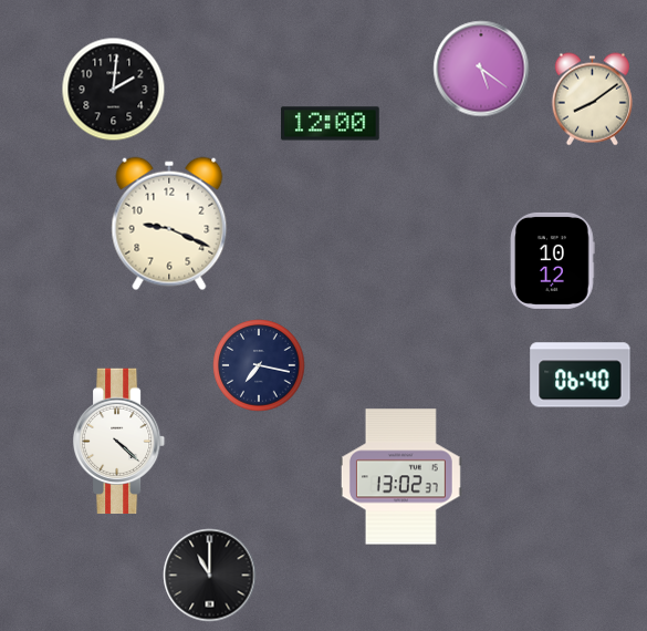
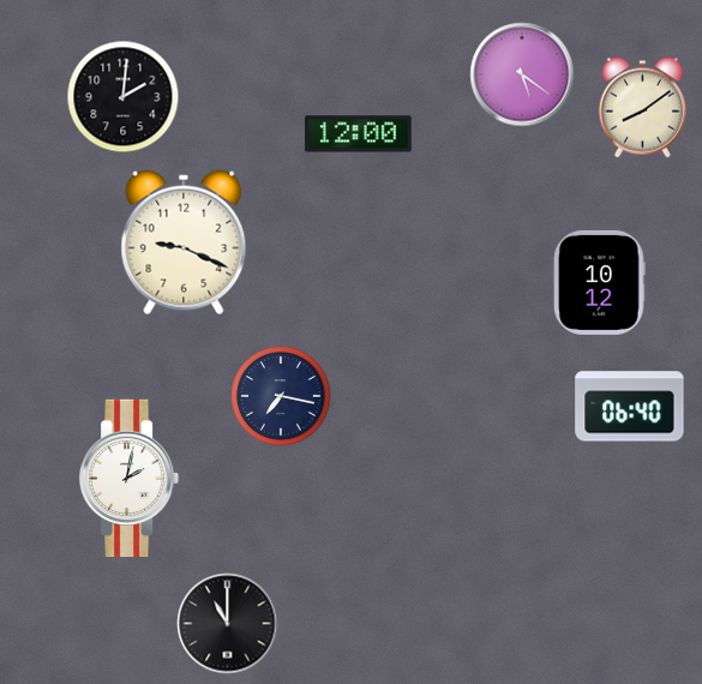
clock at (119, 442): 4:22 -> 2:02
clock at (400, 477): 13:02 -> none
